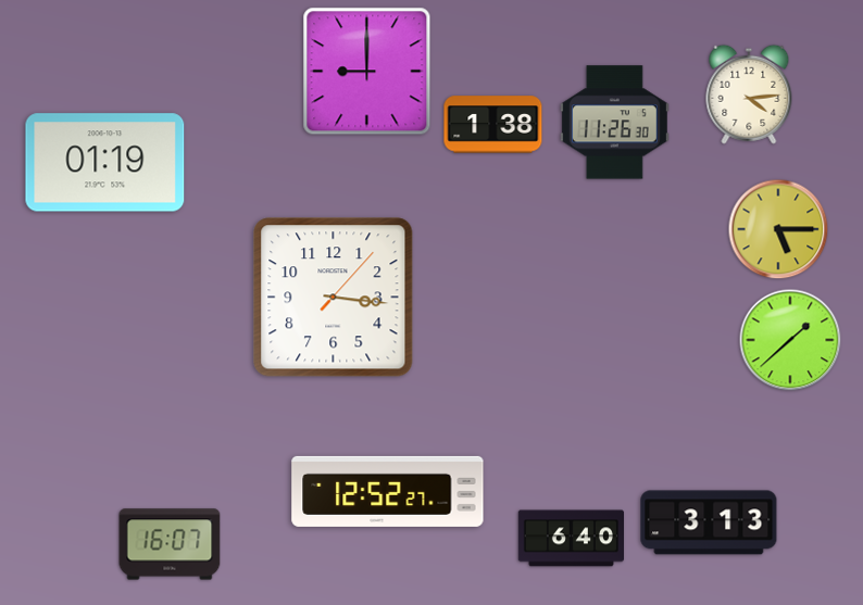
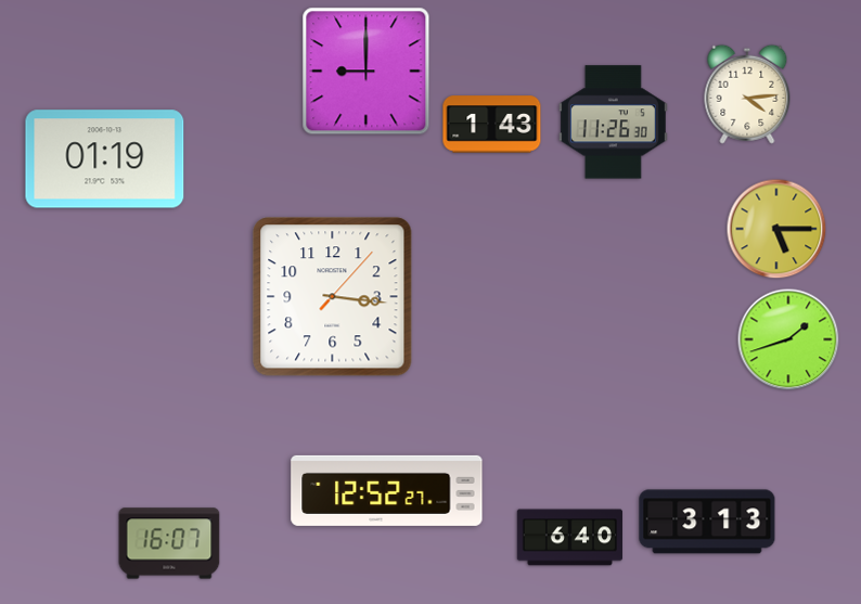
clock at (493, 125): 1:38 -> 1:43
clock at (105, 163) position: (105, 163) -> (105, 159)
clock at (790, 340): 1:38 -> 1:42
